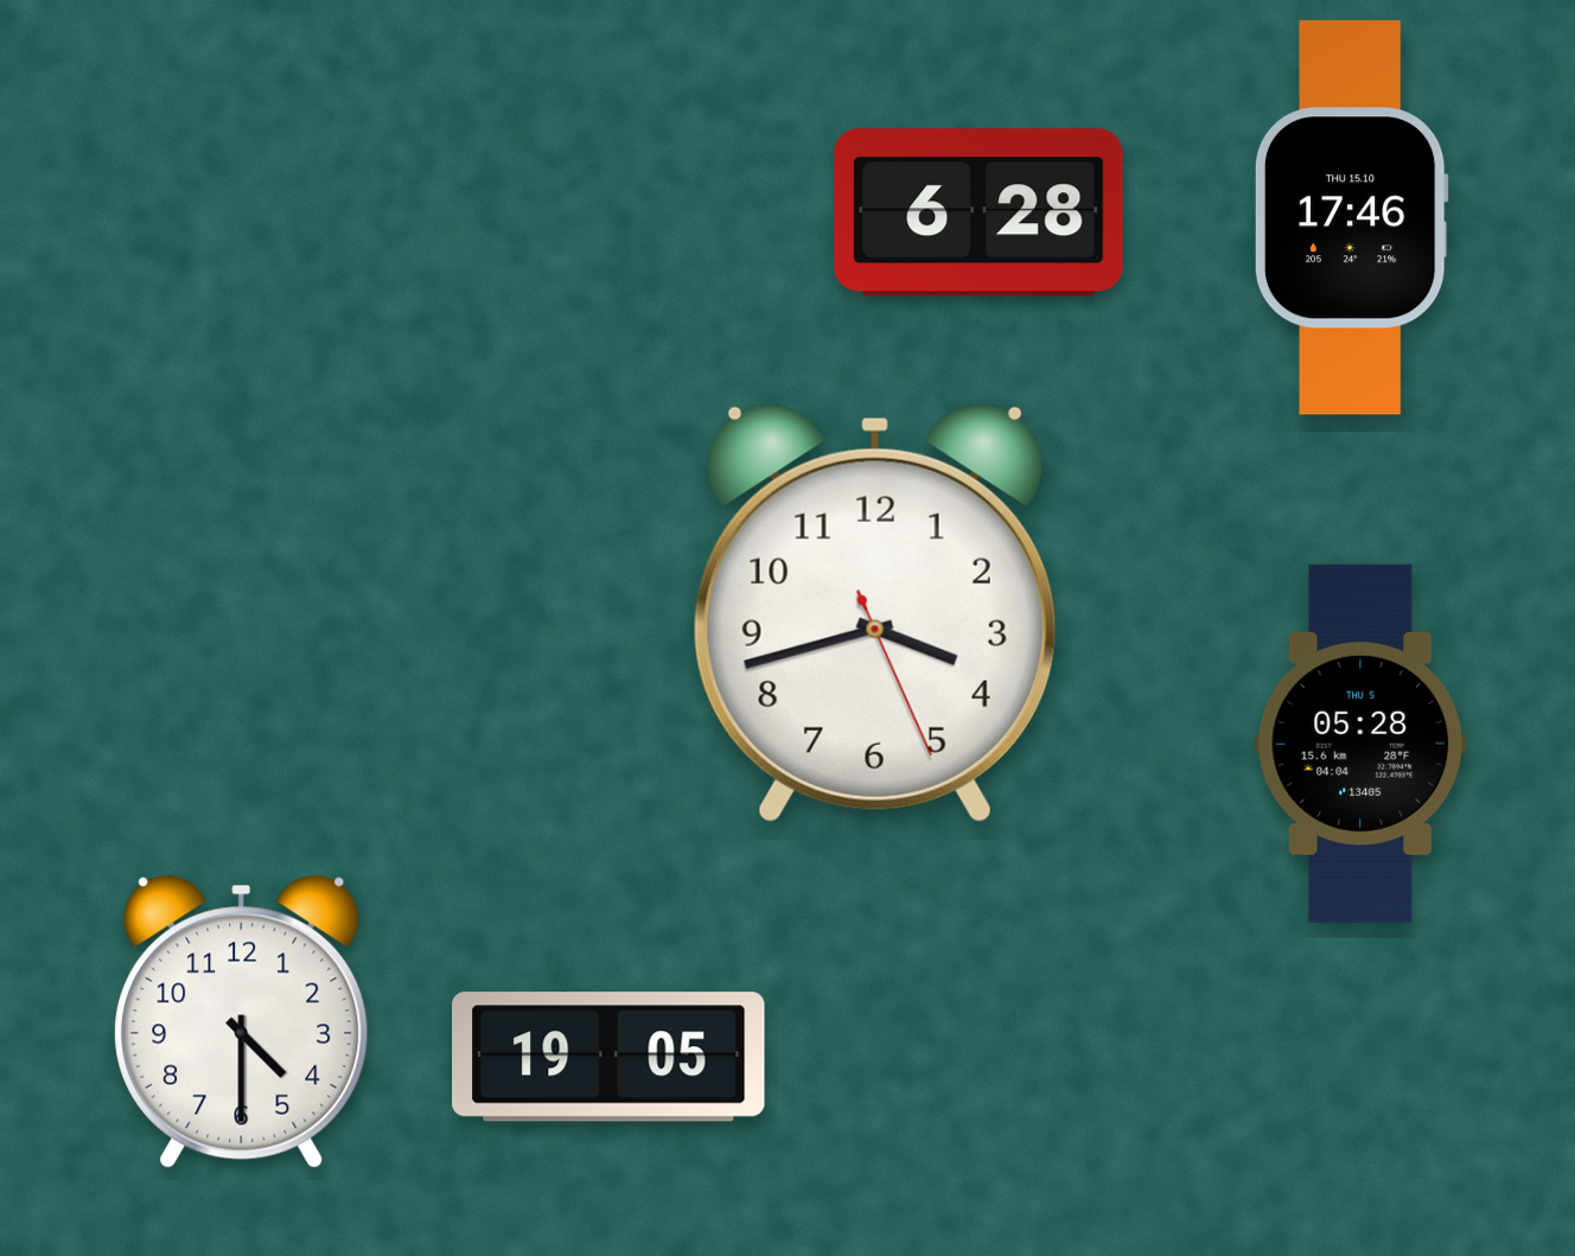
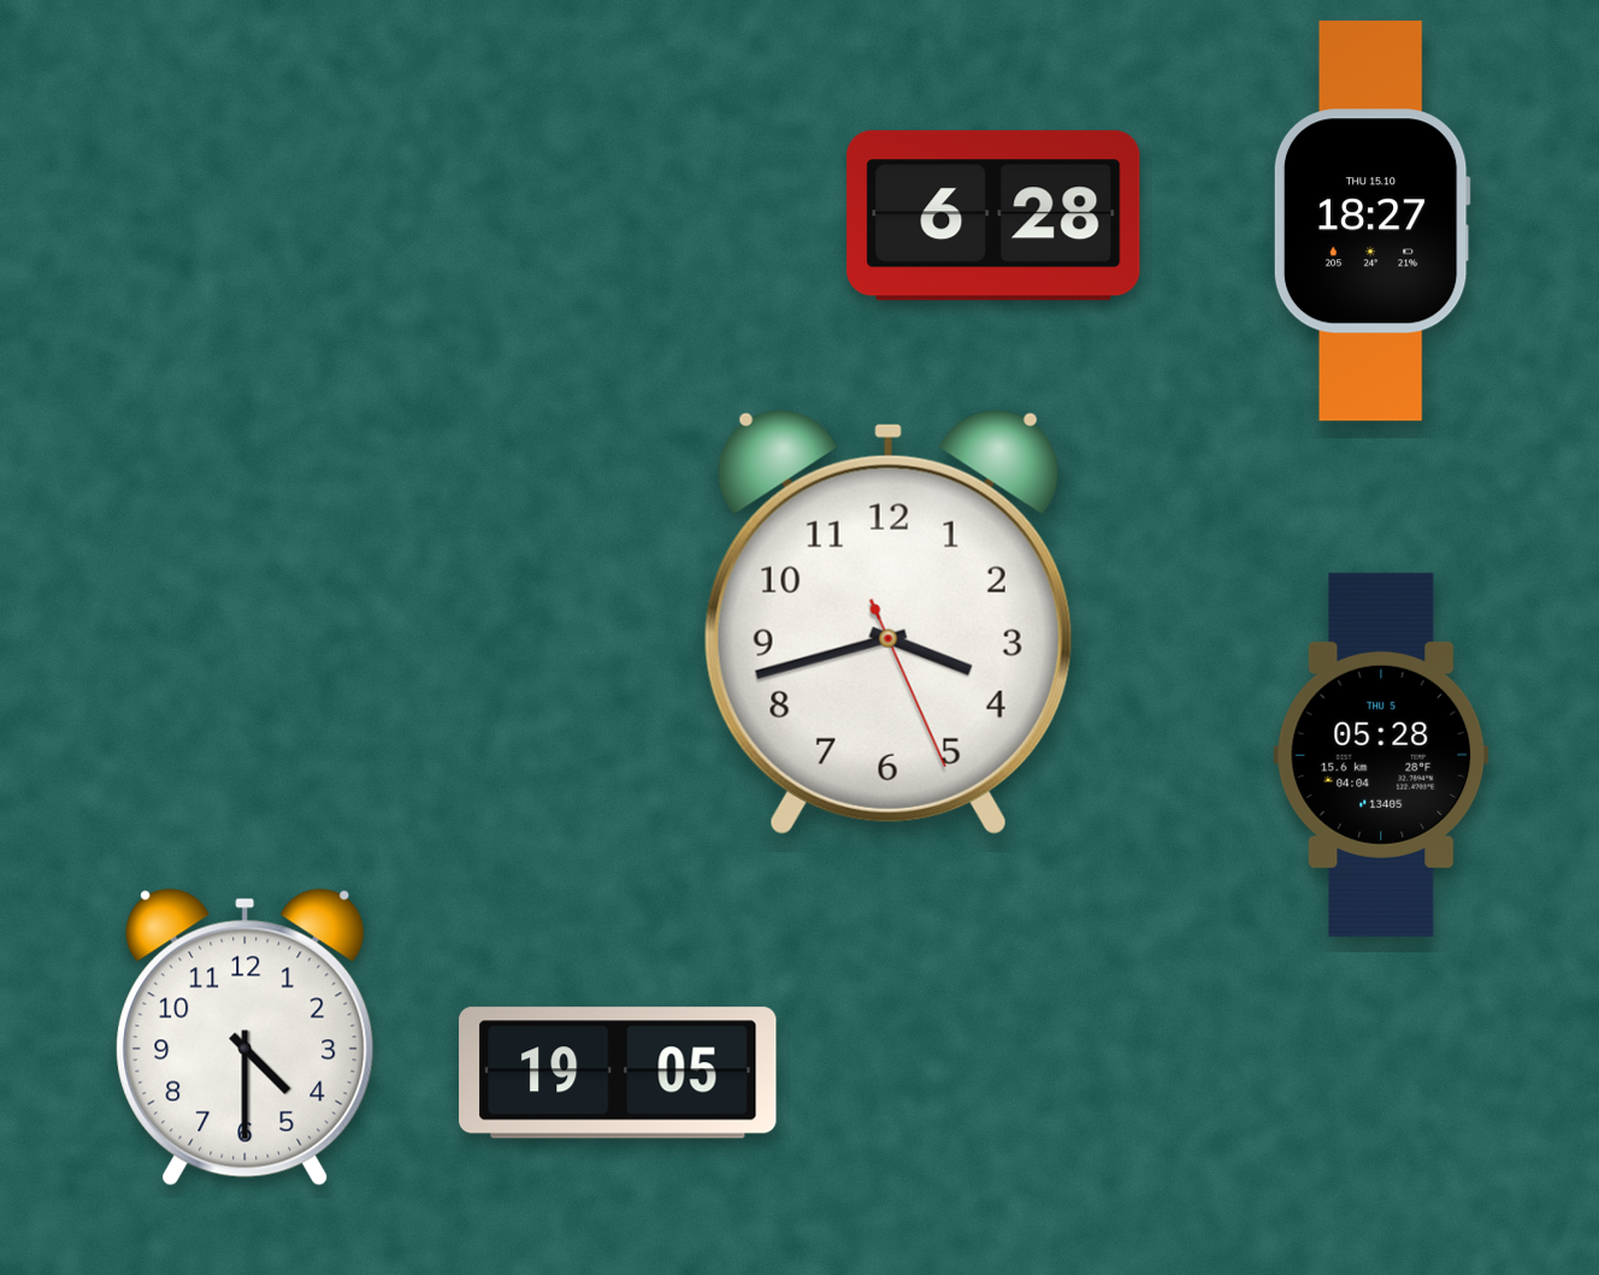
clock at (1351, 218): 17:46 -> 18:27
